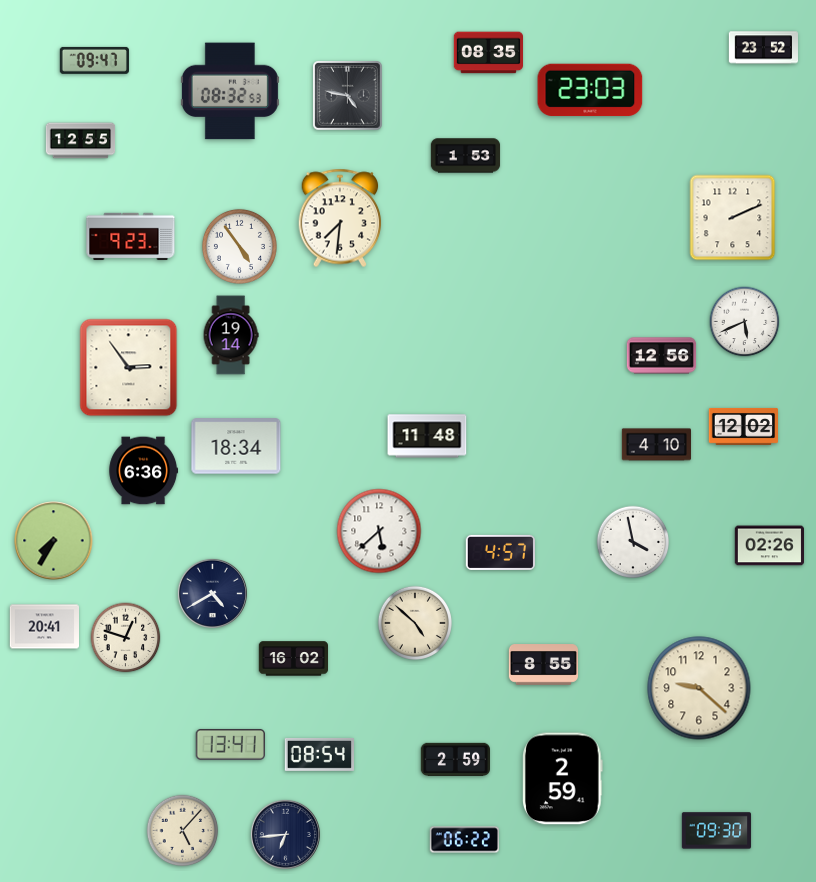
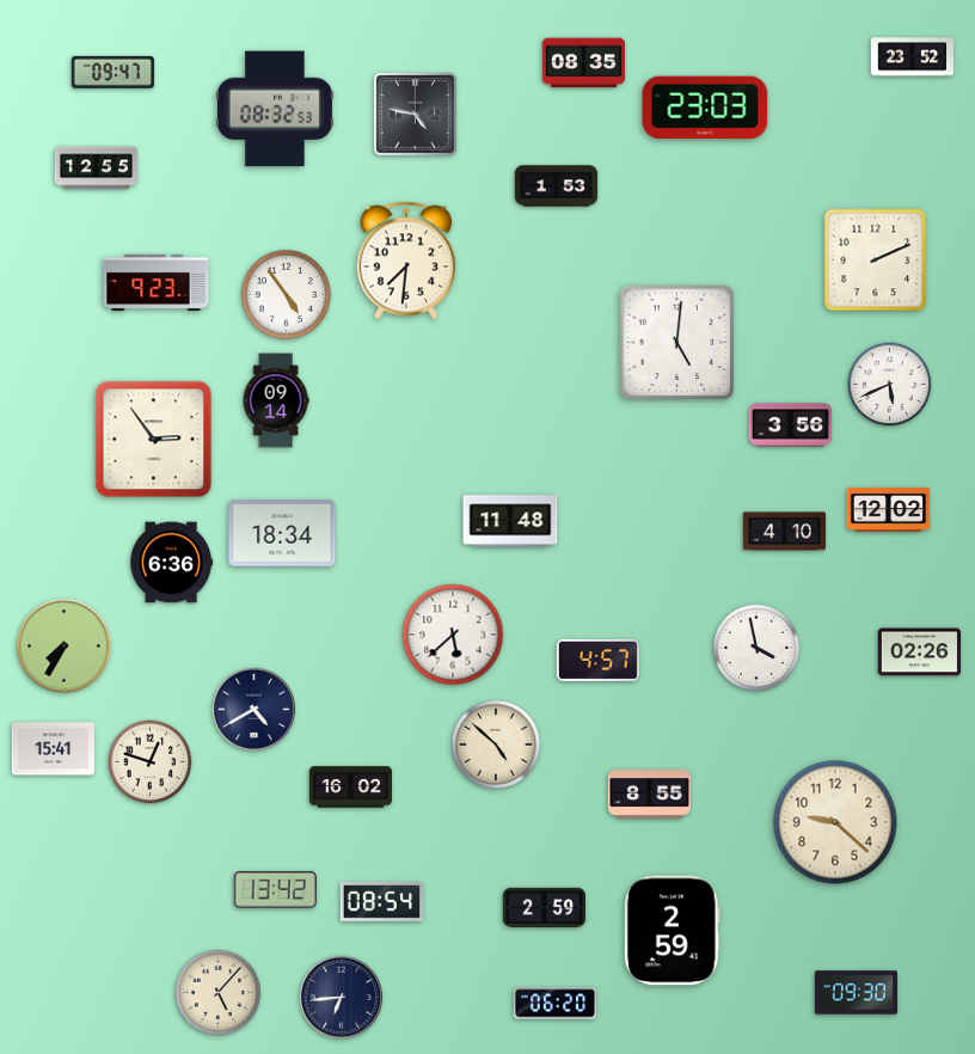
clock at (677, 343): none -> 5:01
clock at (231, 335): 19:14 -> 09:14
clock at (662, 356): 12:56 -> 3:56
clock at (44, 627): 20:41 -> 15:41
clock at (230, 745): 13:41 -> 13:42
clock at (464, 840): 06:22 -> 06:20
